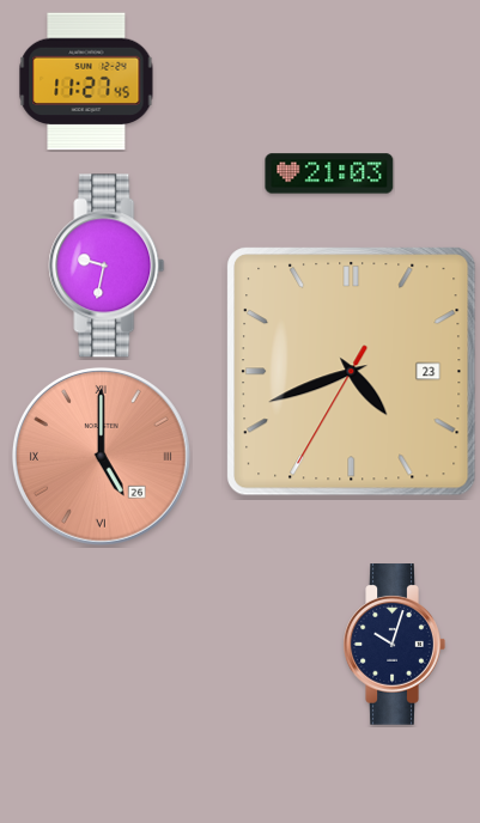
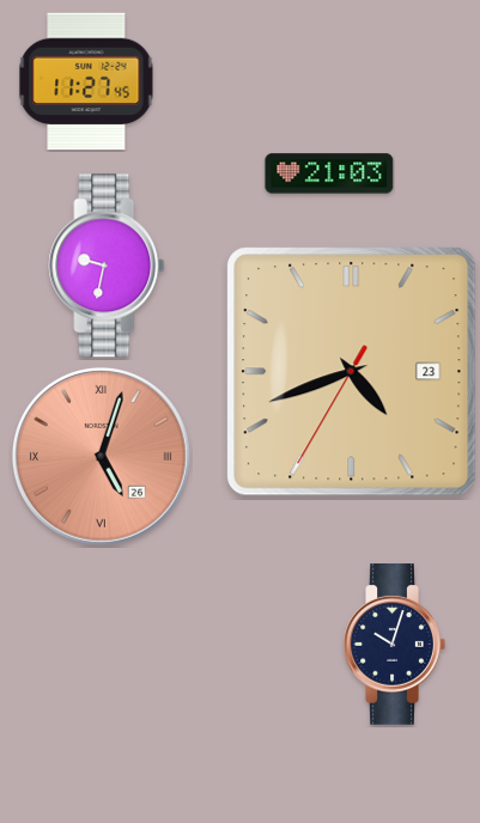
clock at (101, 456): 5:00 -> 5:03
